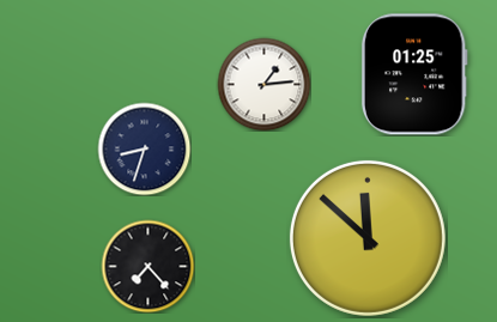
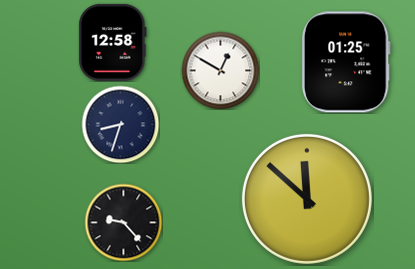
clock at (113, 42): none -> 12:58
clock at (263, 84): 1:14 -> 12:50
clock at (147, 266): 7:23 -> 9:23
